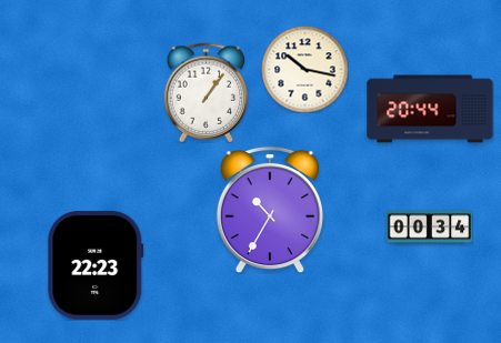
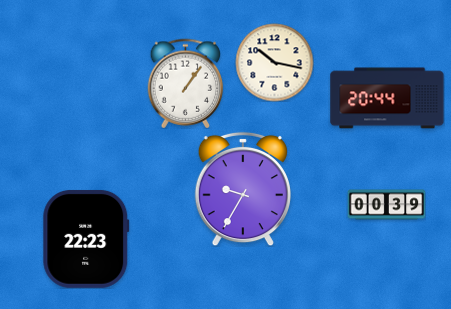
clock at (270, 210): 10:35 -> 9:35
clock at (429, 228): 00:34 -> 00:39
